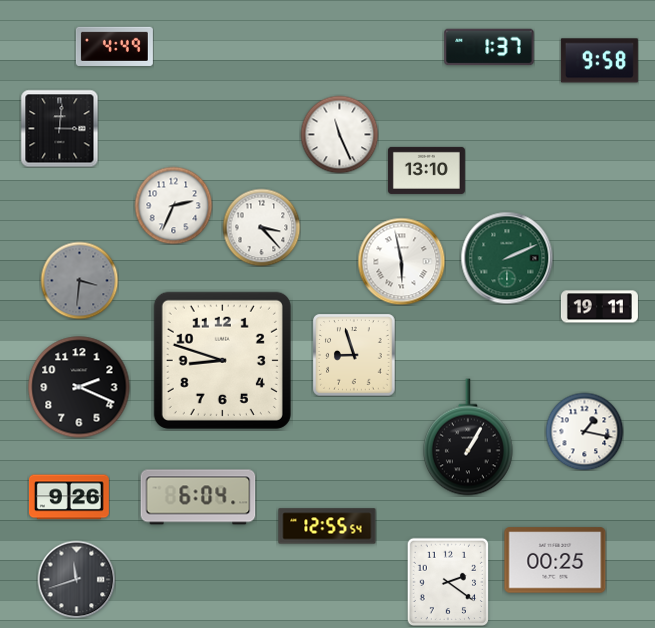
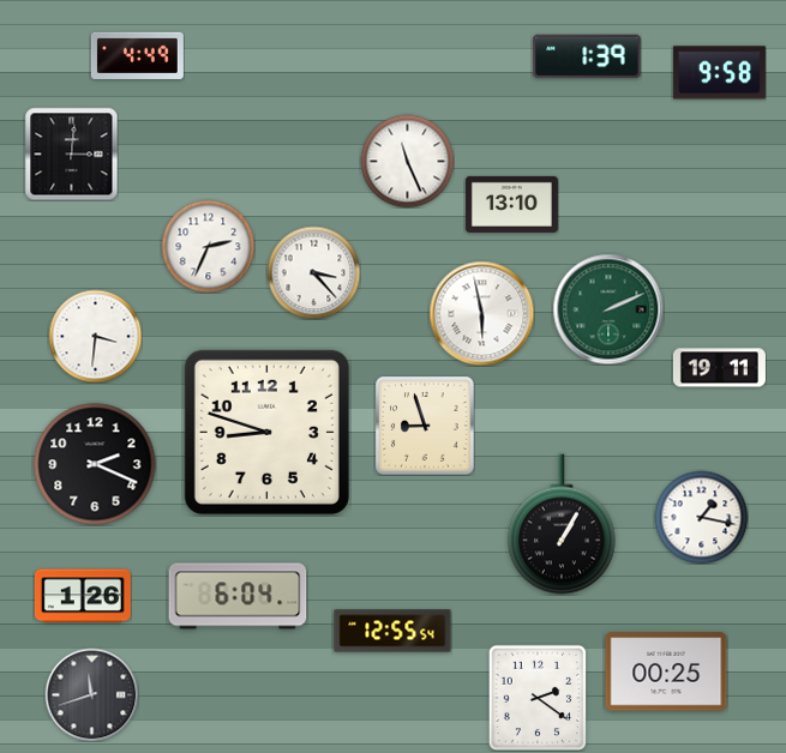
clock at (489, 47): 1:37 -> 1:39
clock at (79, 280) dial: grey -> white
clock at (69, 497): 9:26 -> 1:26
